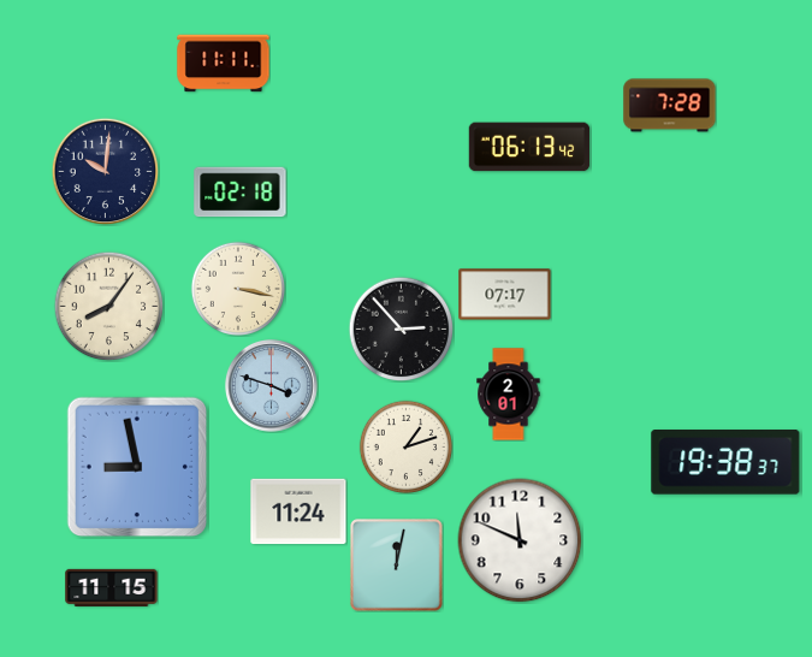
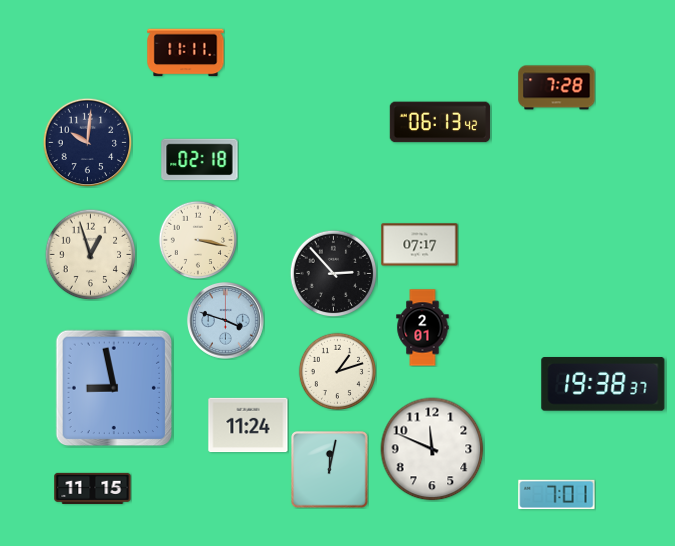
clock at (108, 306): 8:06 -> 12:57
clock at (557, 495): none -> 7:01
